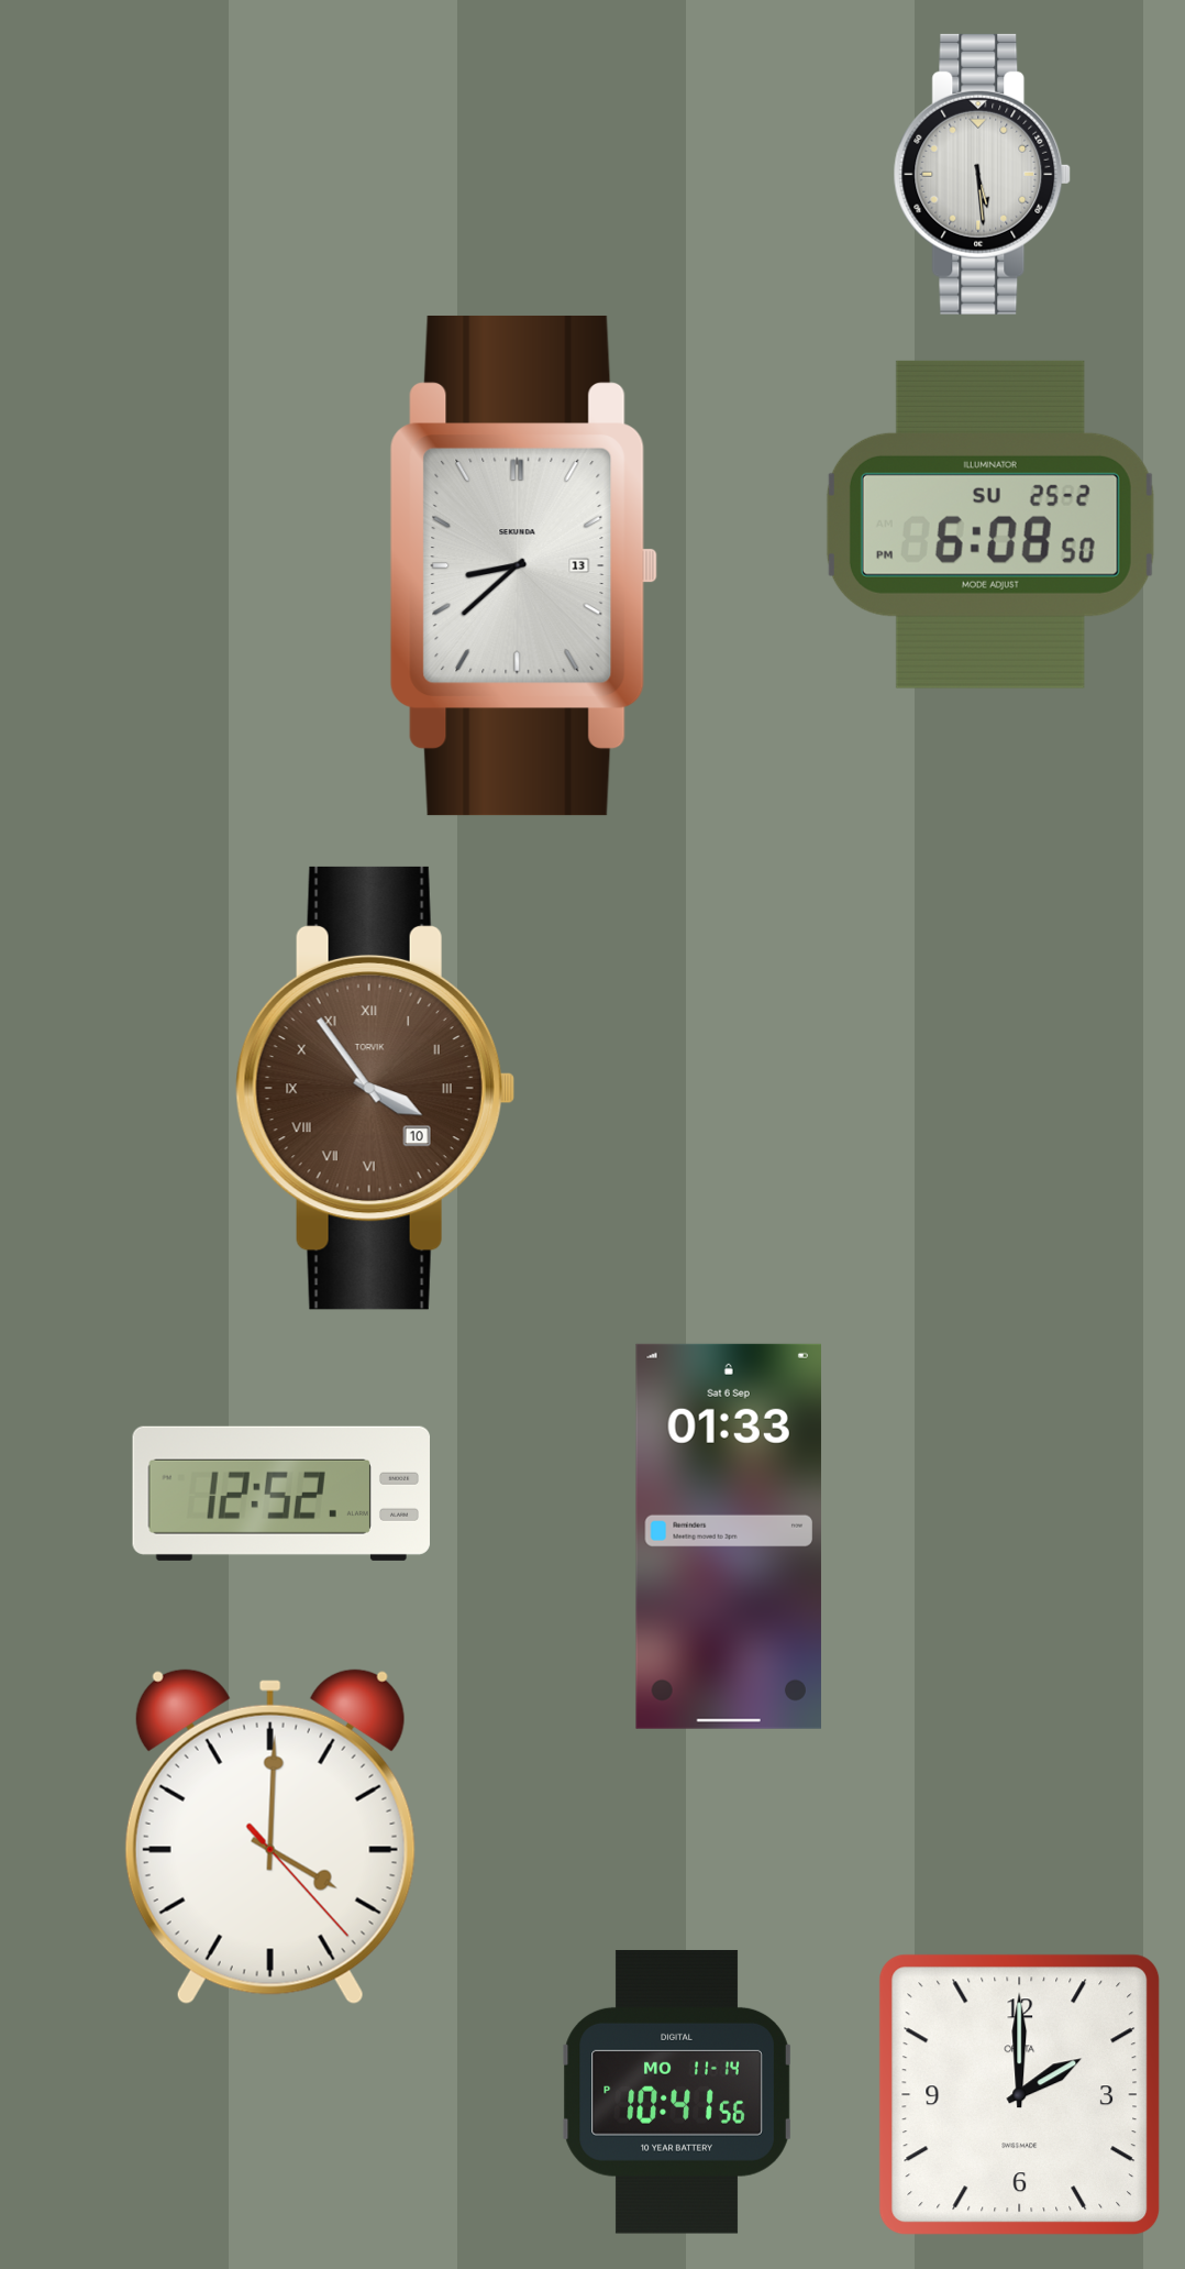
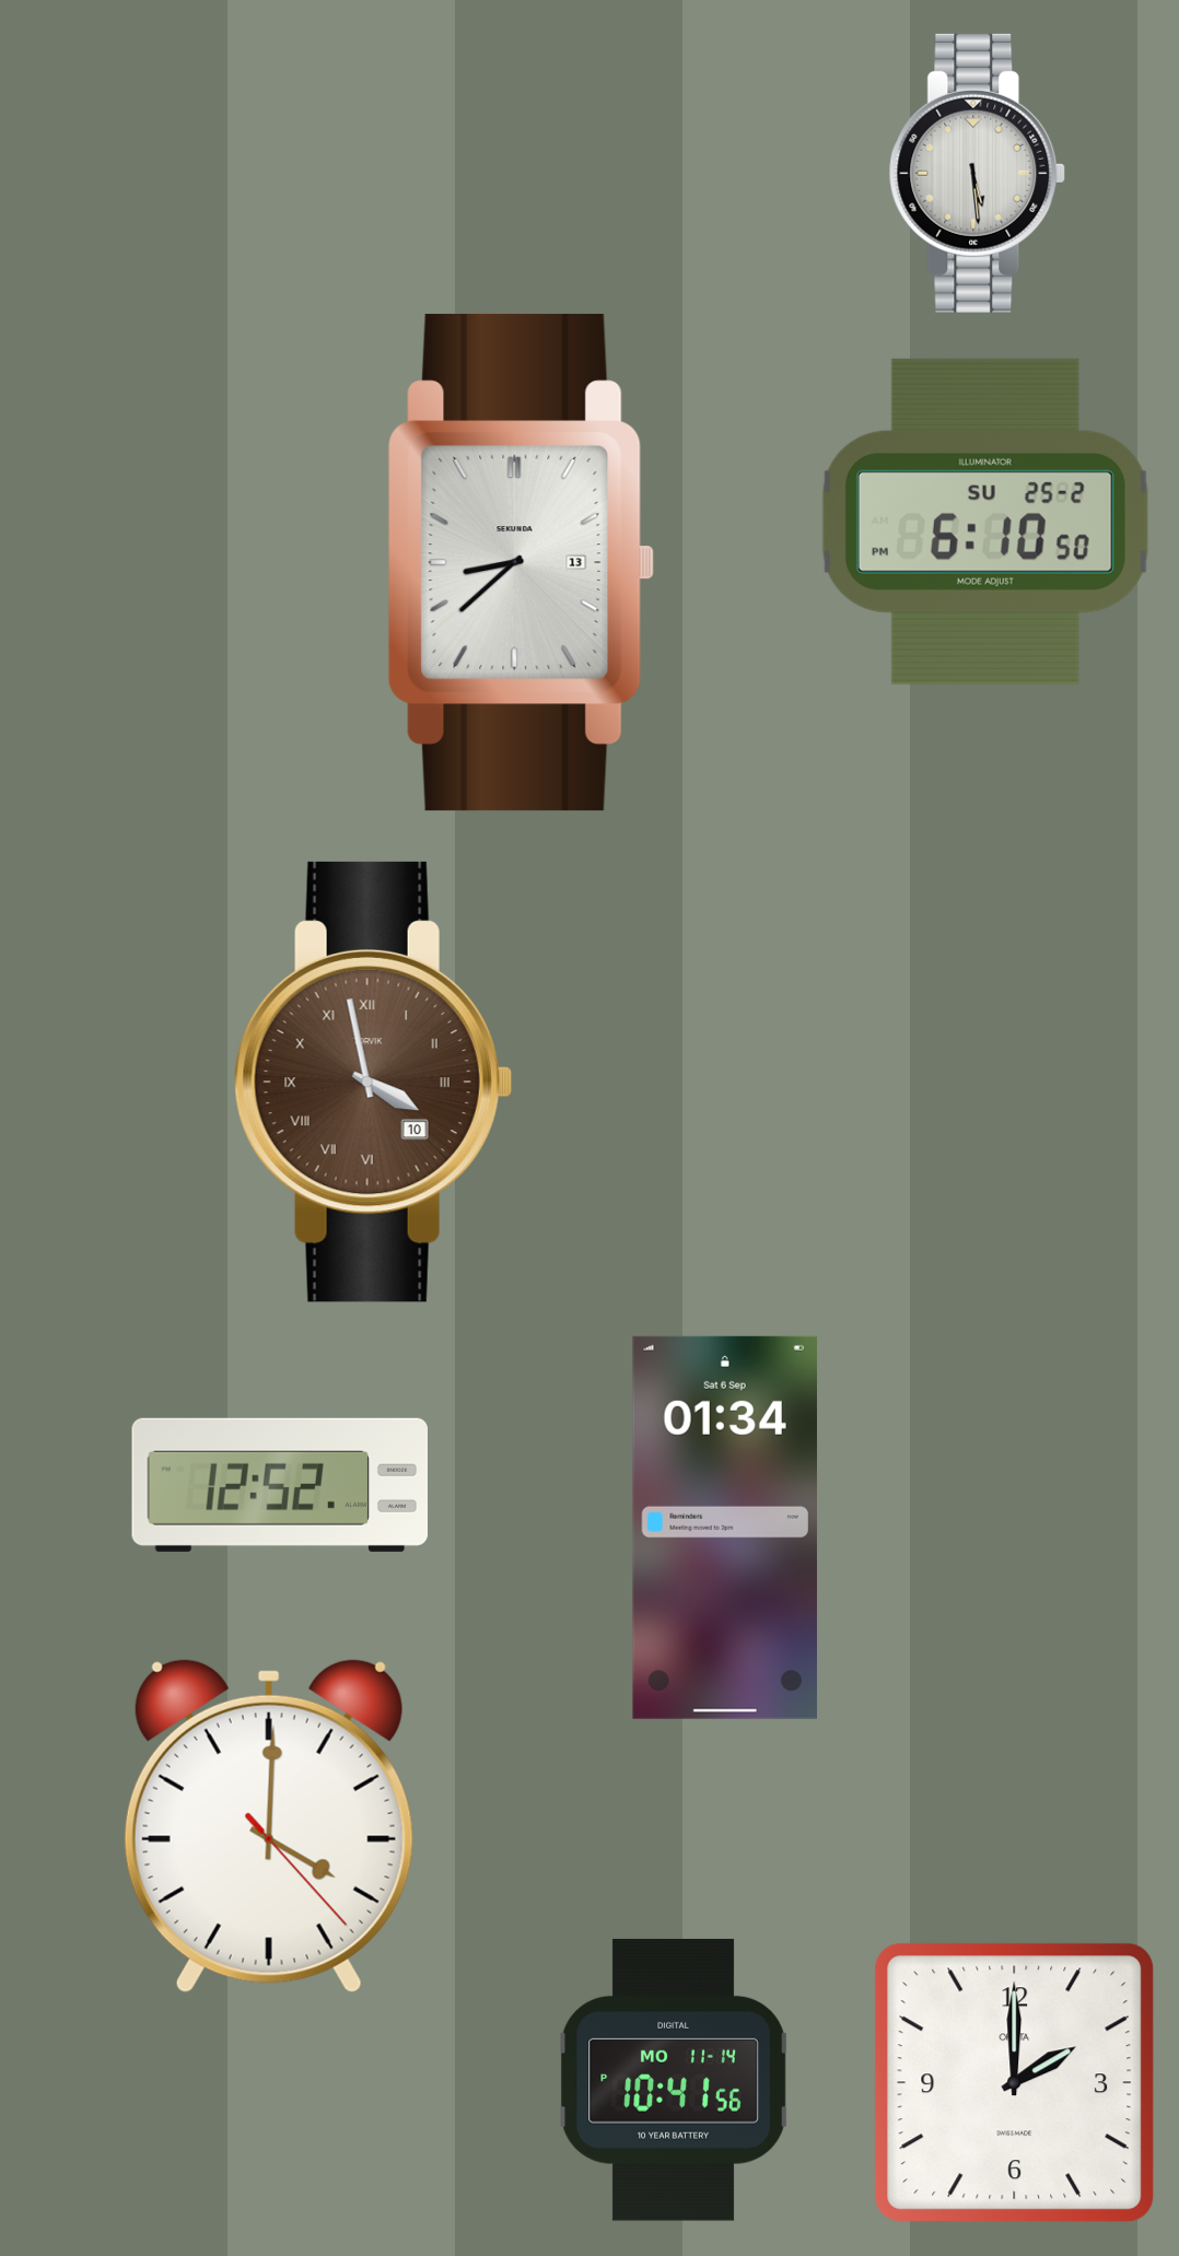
clock at (990, 525): 6:08 -> 6:10
clock at (375, 1088): 3:54 -> 3:58
clock at (729, 1536): 01:33 -> 01:34
